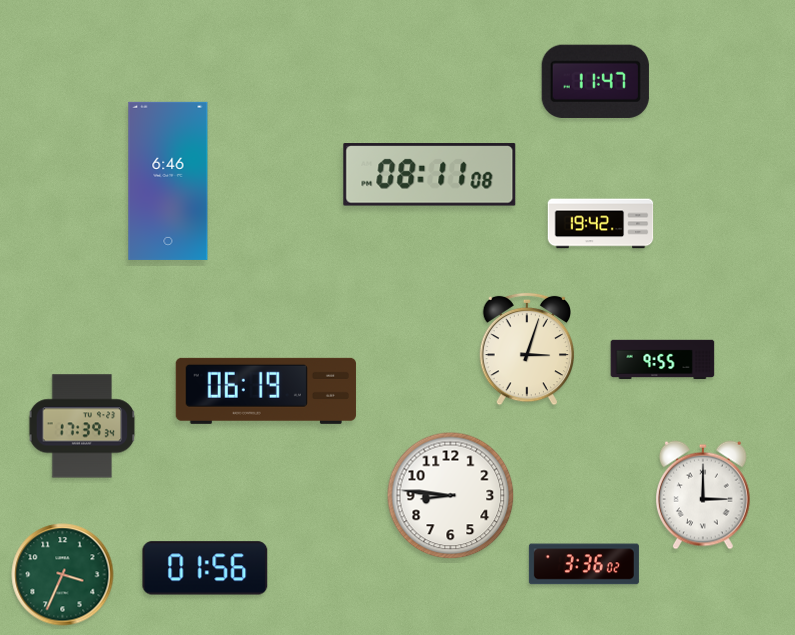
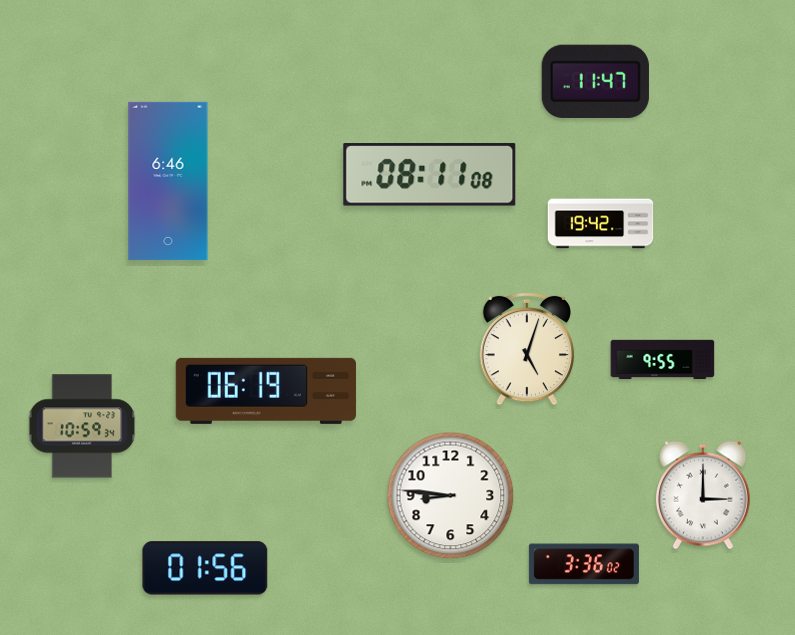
clock at (527, 349): 3:03 -> 5:03
clock at (82, 426): 17:39 -> 10:59
clock at (63, 575): 3:34 -> none
